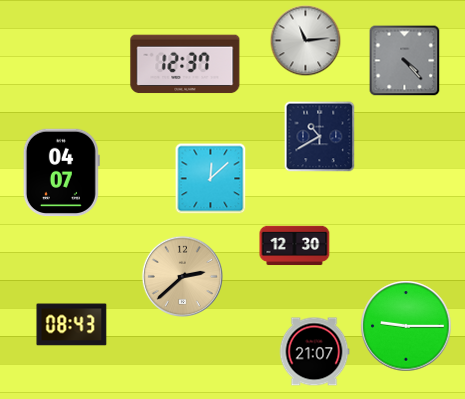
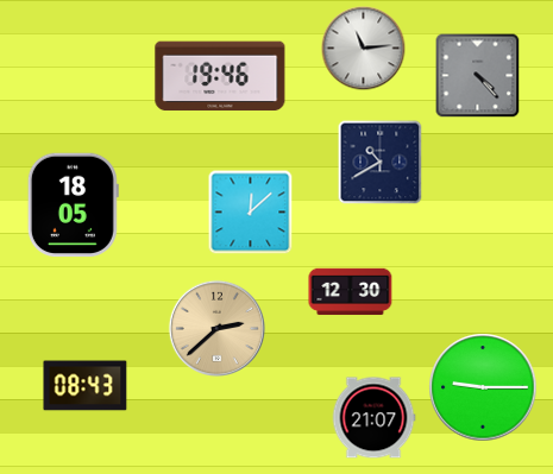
clock at (405, 61) position: (405, 61) -> (478, 76)
clock at (185, 64): 12:37 -> 19:46
clock at (61, 173): 04:07 -> 18:05
